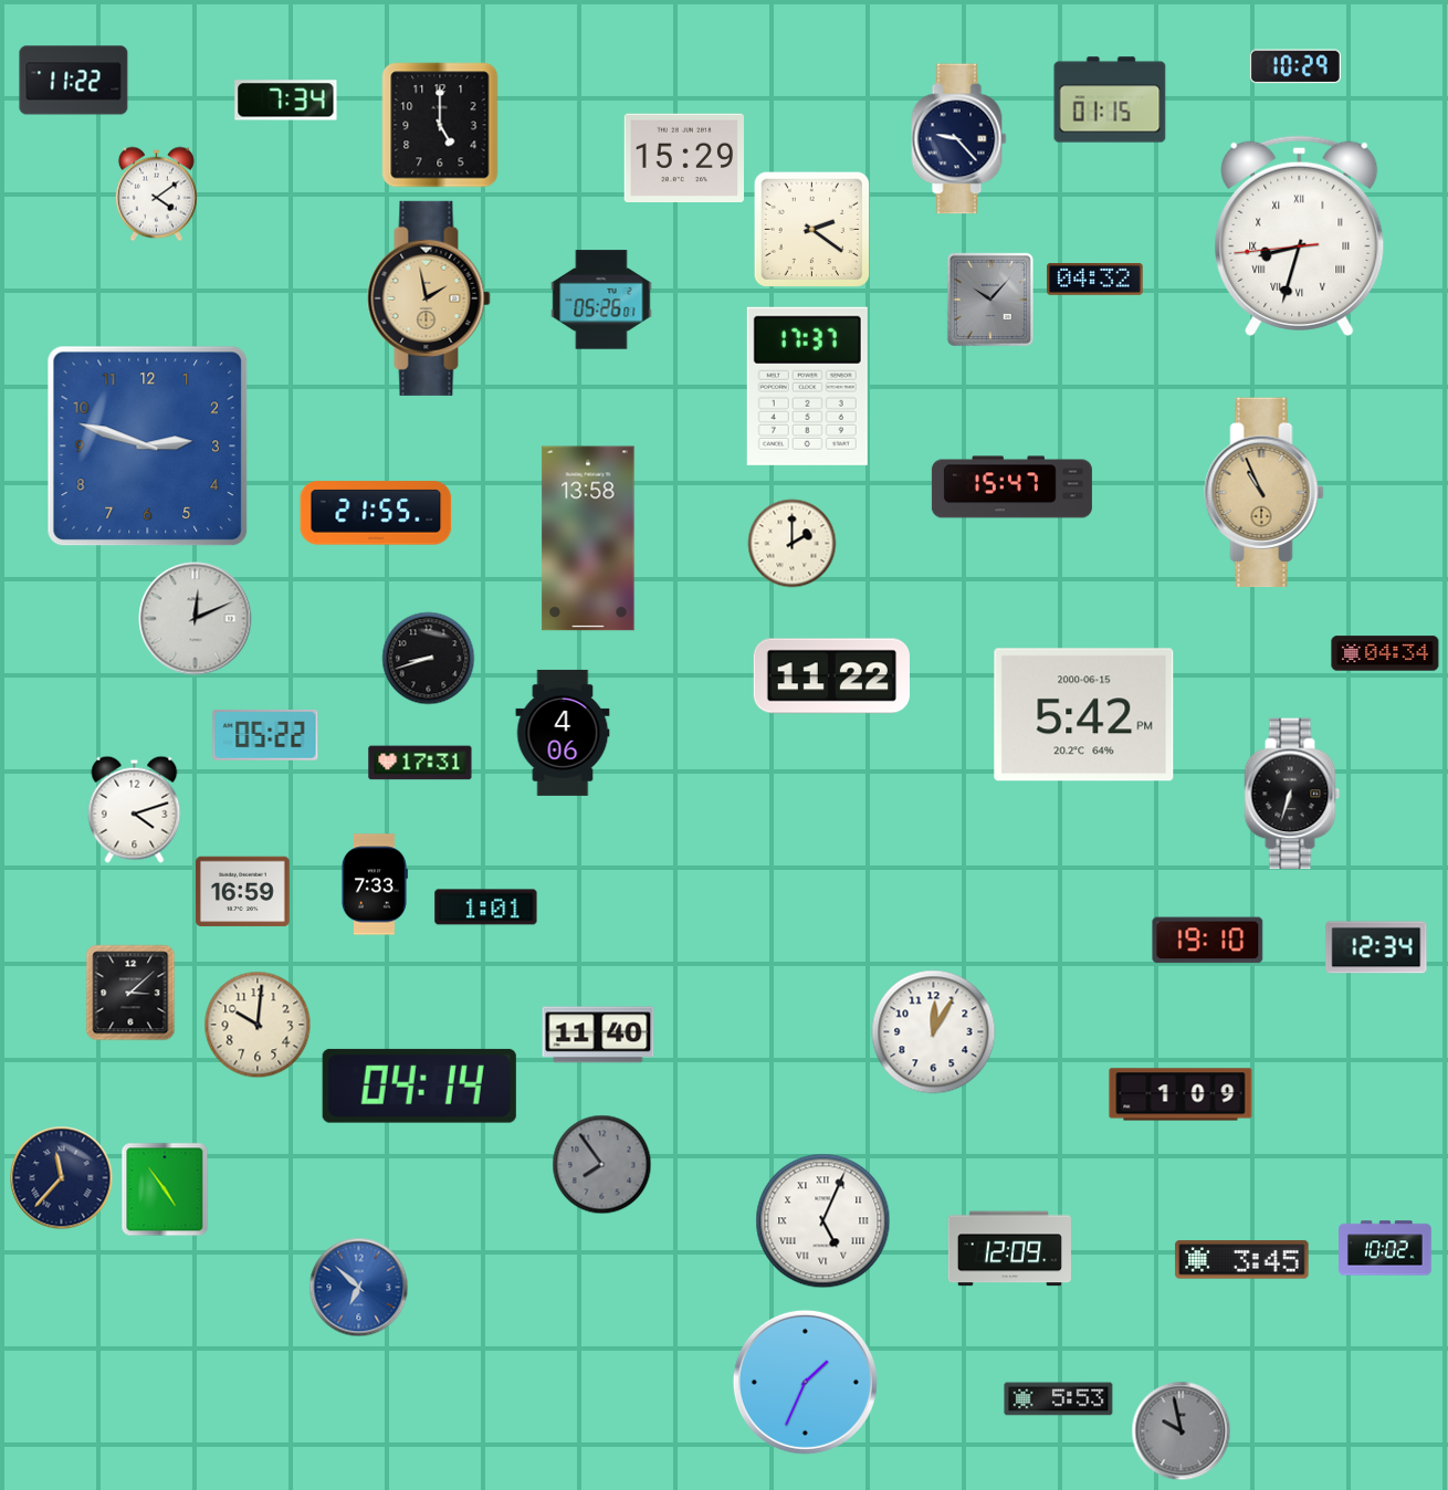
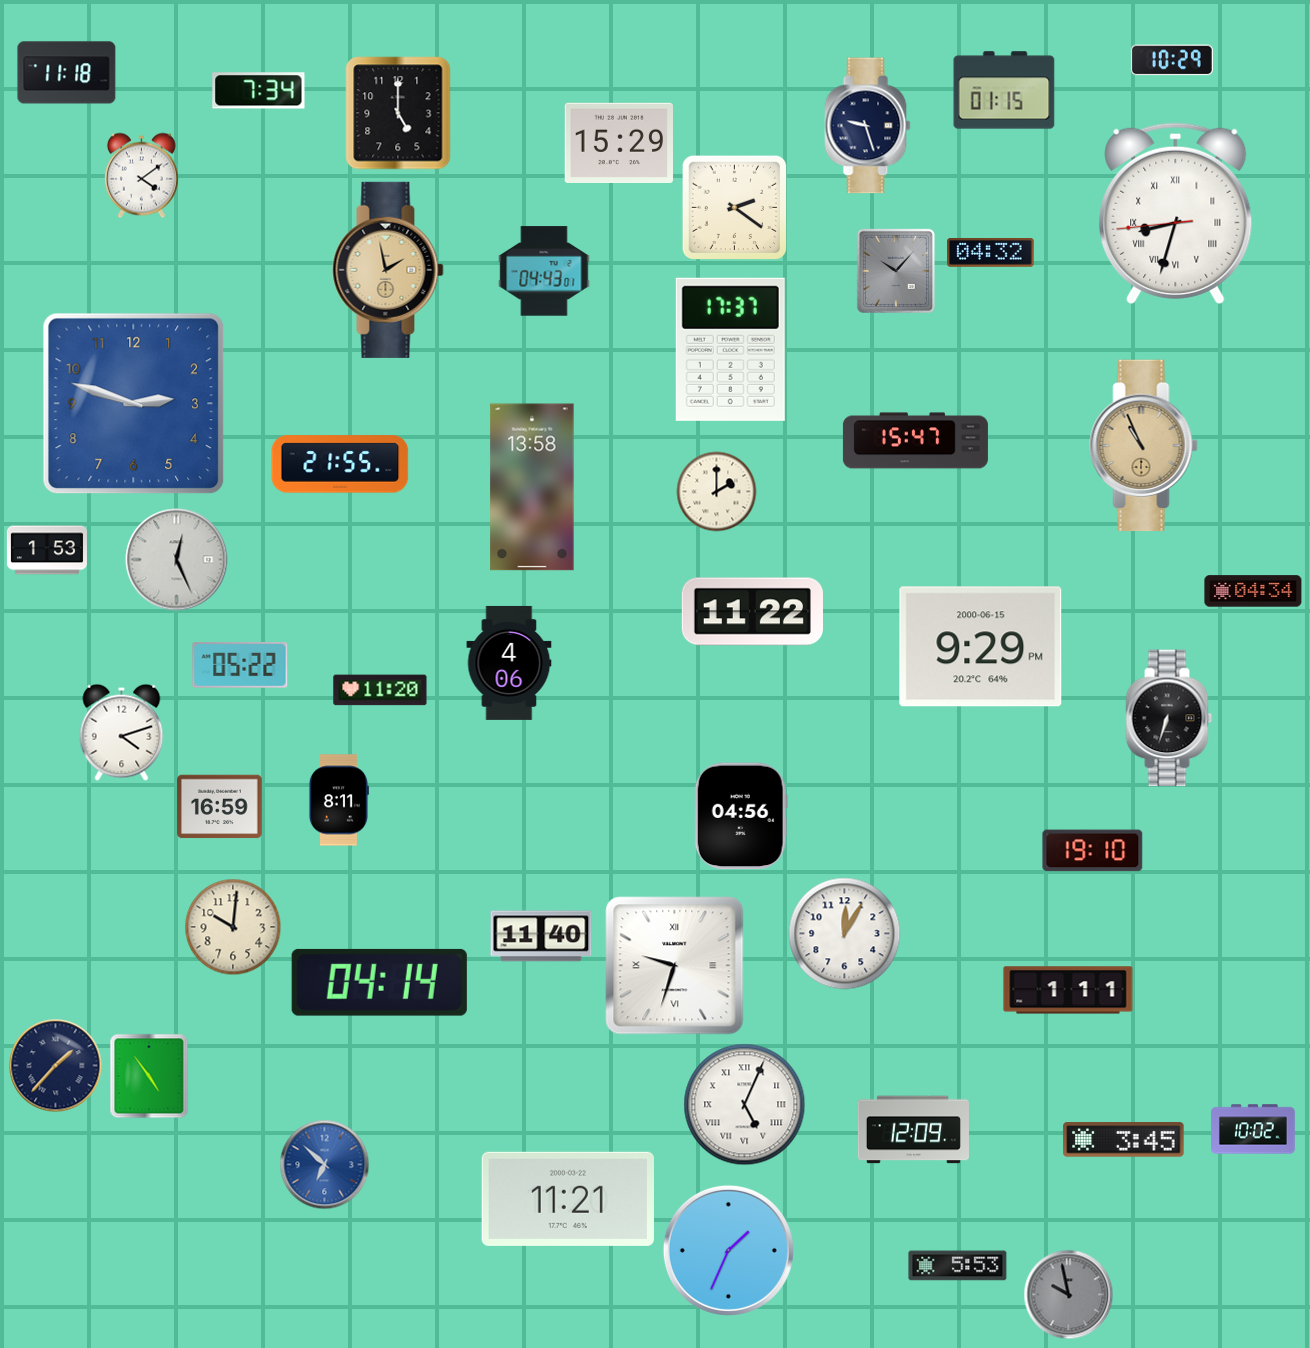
clock at (74, 81): 11:22 -> 11:18
clock at (959, 139): 9:23 -> 9:27
clock at (601, 300): 05:26 -> 04:43
clock at (47, 550): none -> 1:53
clock at (196, 619): 12:11 -> 12:26
clock at (429, 659): 8:42 -> none
clock at (1084, 715): 5:42 -> 9:29
clock at (420, 763): 17:31 -> 11:20
clock at (374, 884): 7:33 -> 8:11
clock at (741, 816): none -> 04:56
clock at (486, 907): 1:01 -> none
clock at (1376, 947): 12:34 -> none
clock at (130, 993): 3:08 -> none
clock at (675, 966): none -> 9:33
clock at (1181, 1094): 1:09 -> 1:11
clock at (602, 1165): 7:54 -> none
clock at (62, 1178): 11:37 -> 1:37
clock at (568, 1199): none -> 11:21
